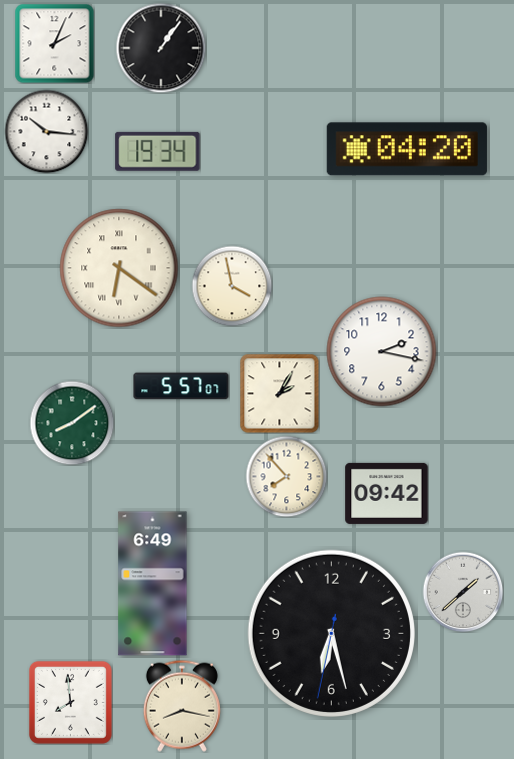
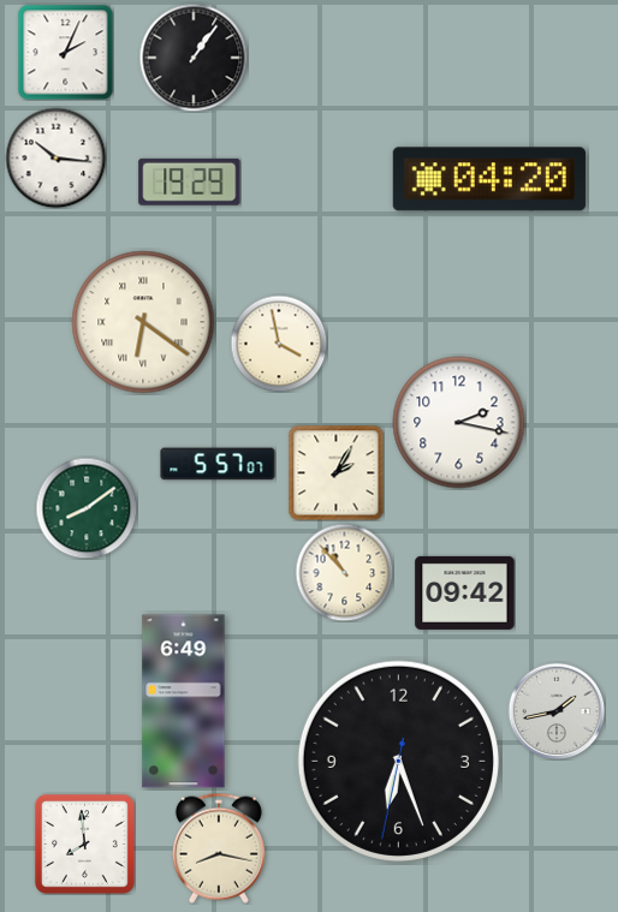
clock at (158, 151): 19:34 -> 19:29
clock at (286, 476): 7:53 -> 10:53
clock at (463, 592): 1:38 -> 1:43
clock at (331, 633): 6:27 -> 6:26
